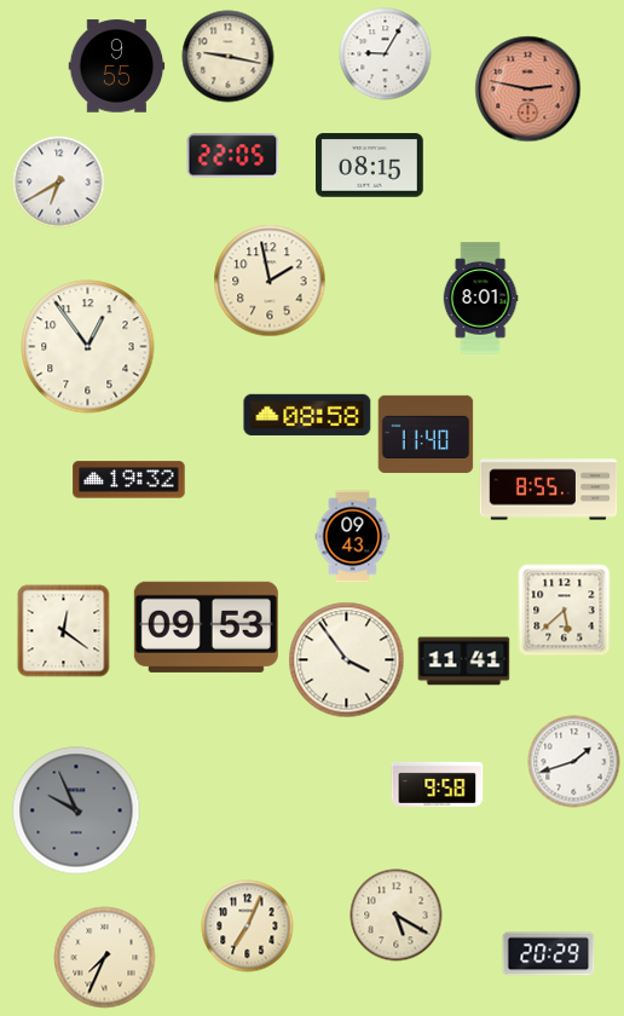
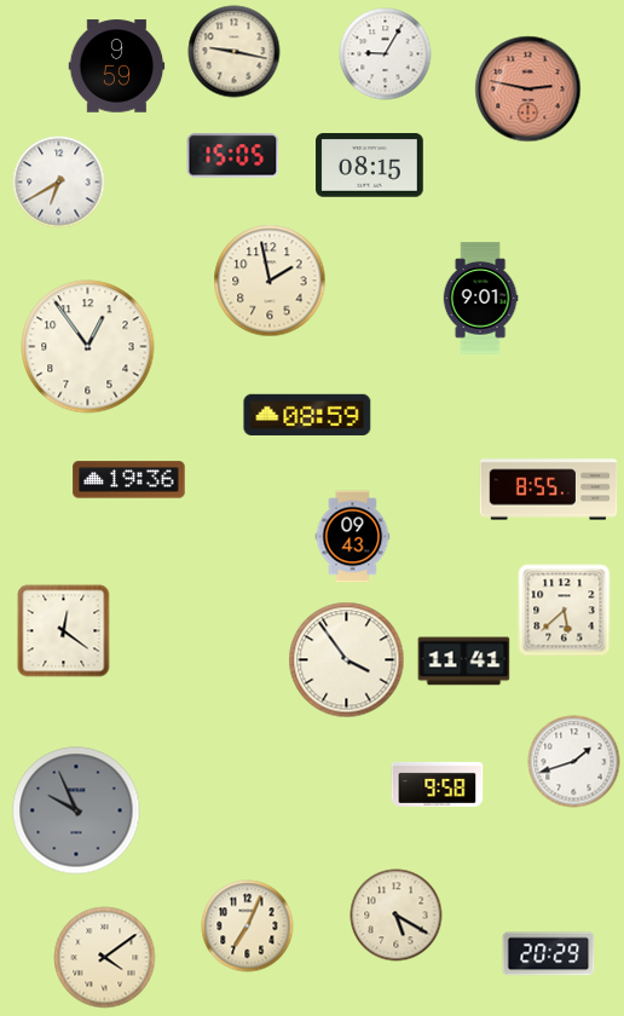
clock at (229, 57) position: (229, 57) -> (235, 52)
clock at (117, 67): 9:55 -> 9:59
clock at (233, 156): 22:05 -> 15:05
clock at (480, 299): 8:01 -> 9:01
clock at (307, 415): 08:58 -> 08:59
clock at (426, 434): 11:40 -> none
clock at (129, 480): 19:32 -> 19:36
clock at (206, 627): 09:53 -> none
clock at (105, 958): 7:34 -> 4:09
